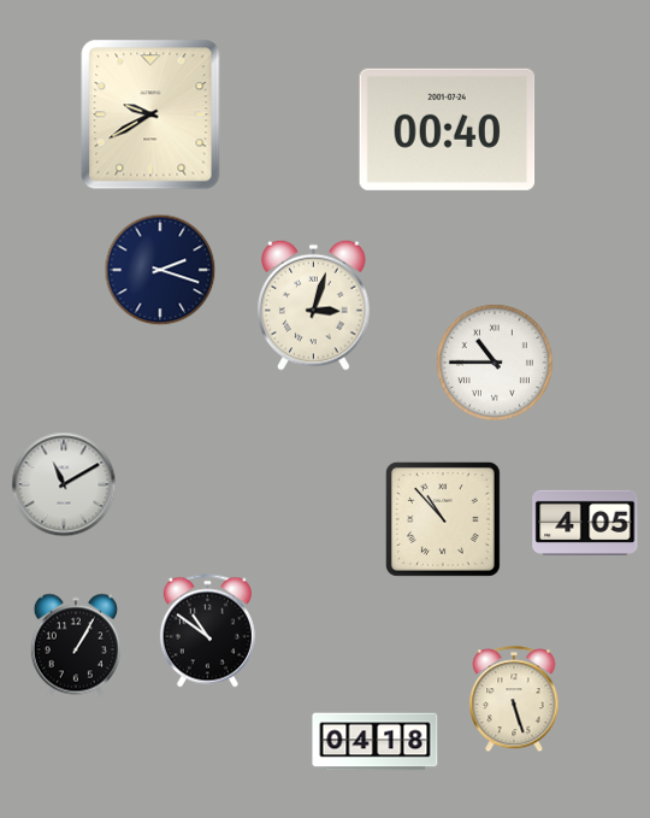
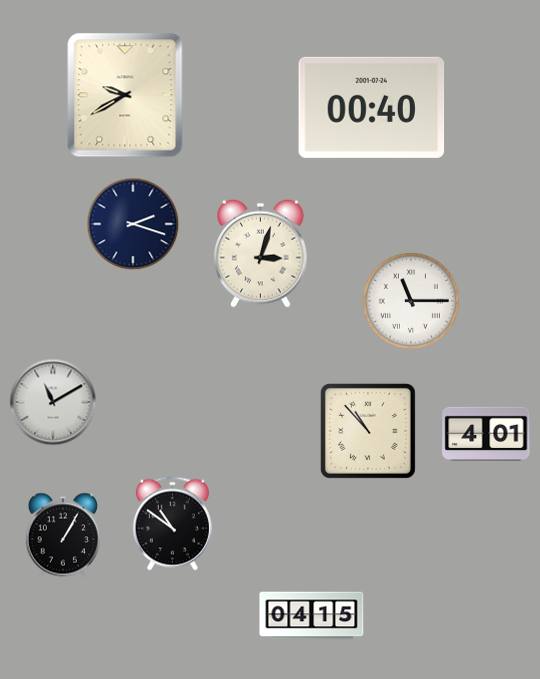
clock at (495, 363): 10:45 -> 11:15
clock at (585, 522): 4:05 -> 4:01
clock at (514, 700): 5:27 -> none
clock at (376, 742): 04:18 -> 04:15
